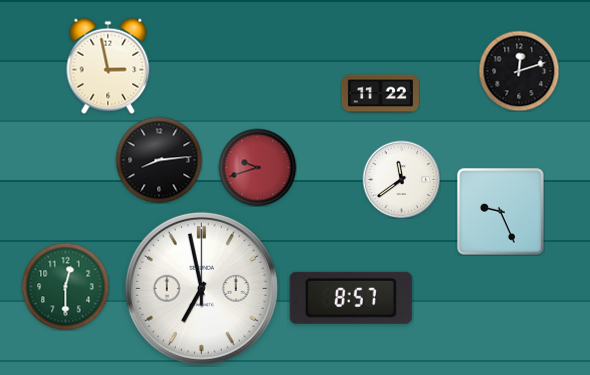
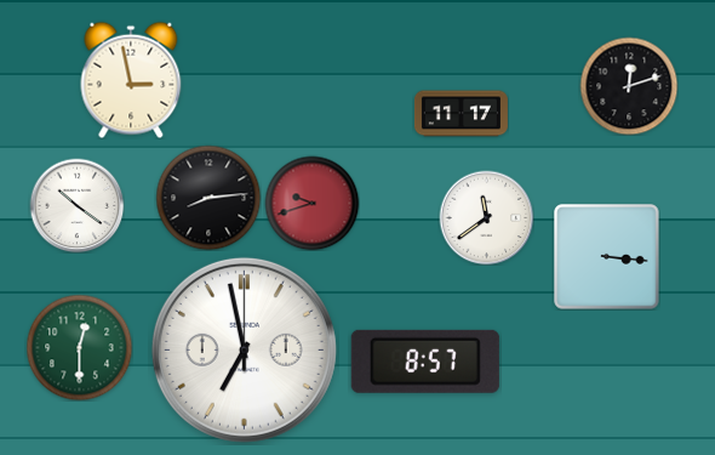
clock at (380, 94): 11:22 -> 11:17
clock at (159, 160) position: (159, 160) -> (208, 198)
clock at (76, 205): none -> 10:21
clock at (501, 212): 9:26 -> 3:16
